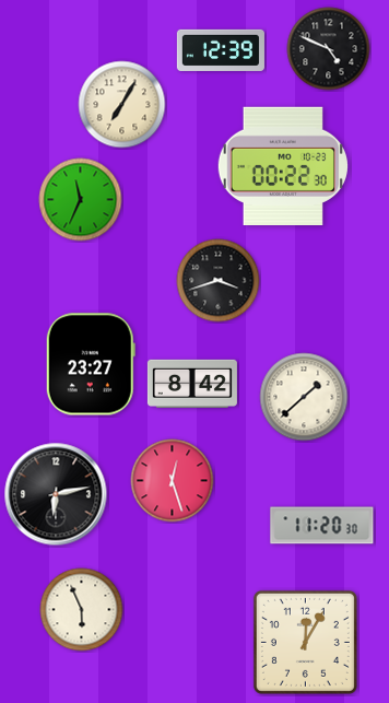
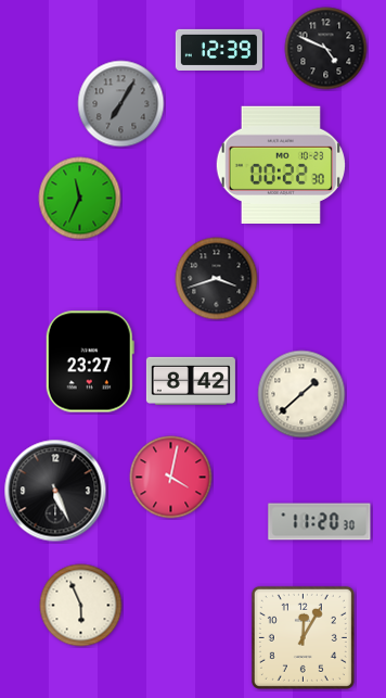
clock at (122, 105) dial: cream -> grey
clock at (173, 481): 12:27 -> 4:02
clock at (56, 494): 6:13 -> 5:26
